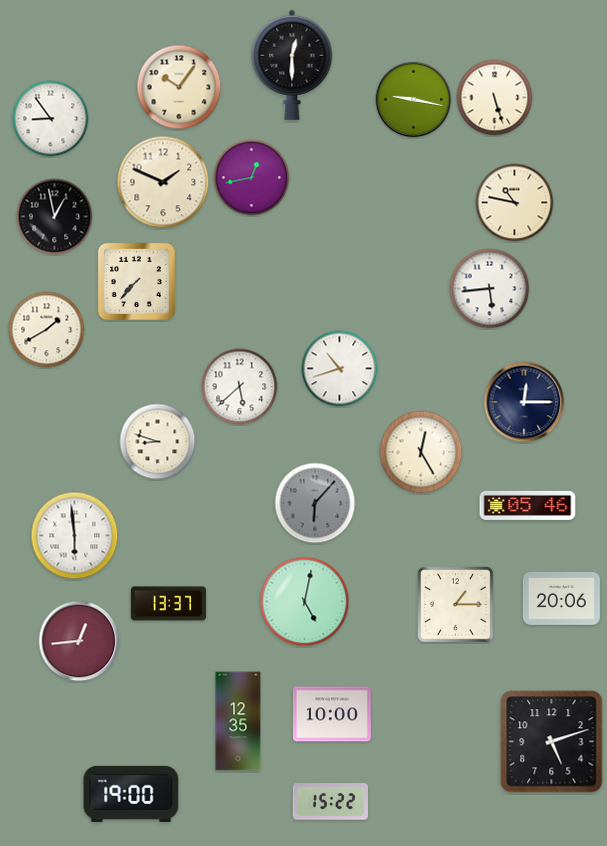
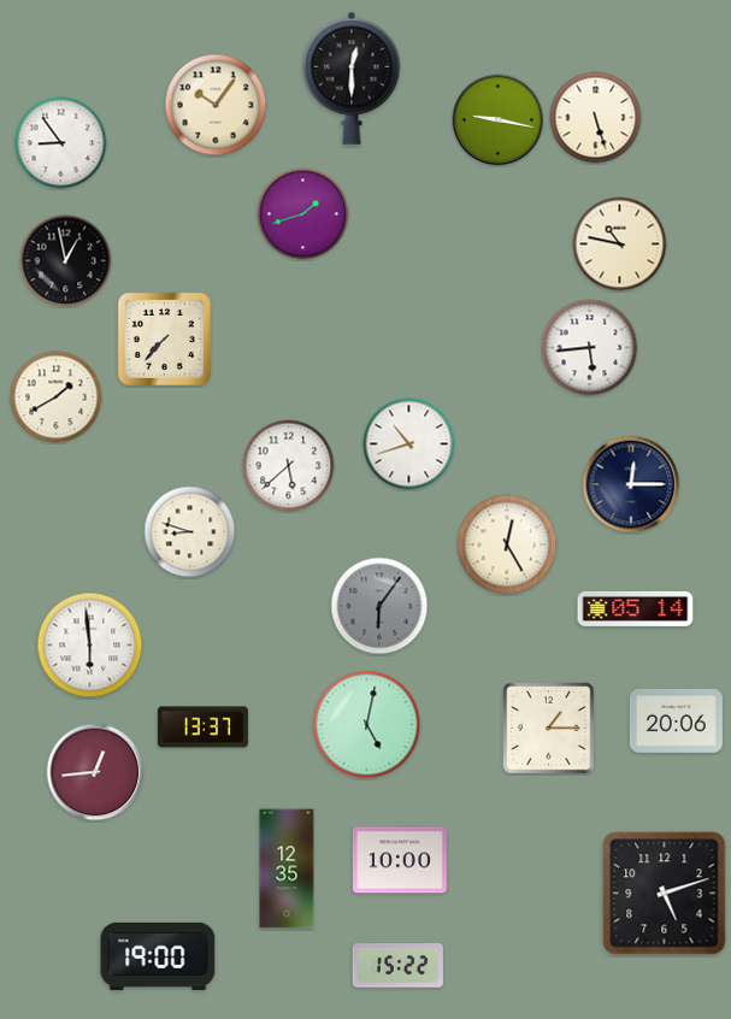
clock at (252, 178): 12:43 -> 1:42
clock at (163, 182): 1:49 -> none
clock at (315, 503): 6:07 -> 6:06
clock at (528, 505): 05:46 -> 05:14
